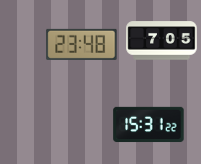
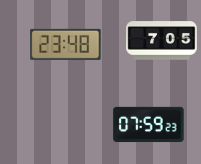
clock at (82, 44) position: (82, 44) -> (66, 44)
clock at (149, 125): 15:31 -> 07:59
